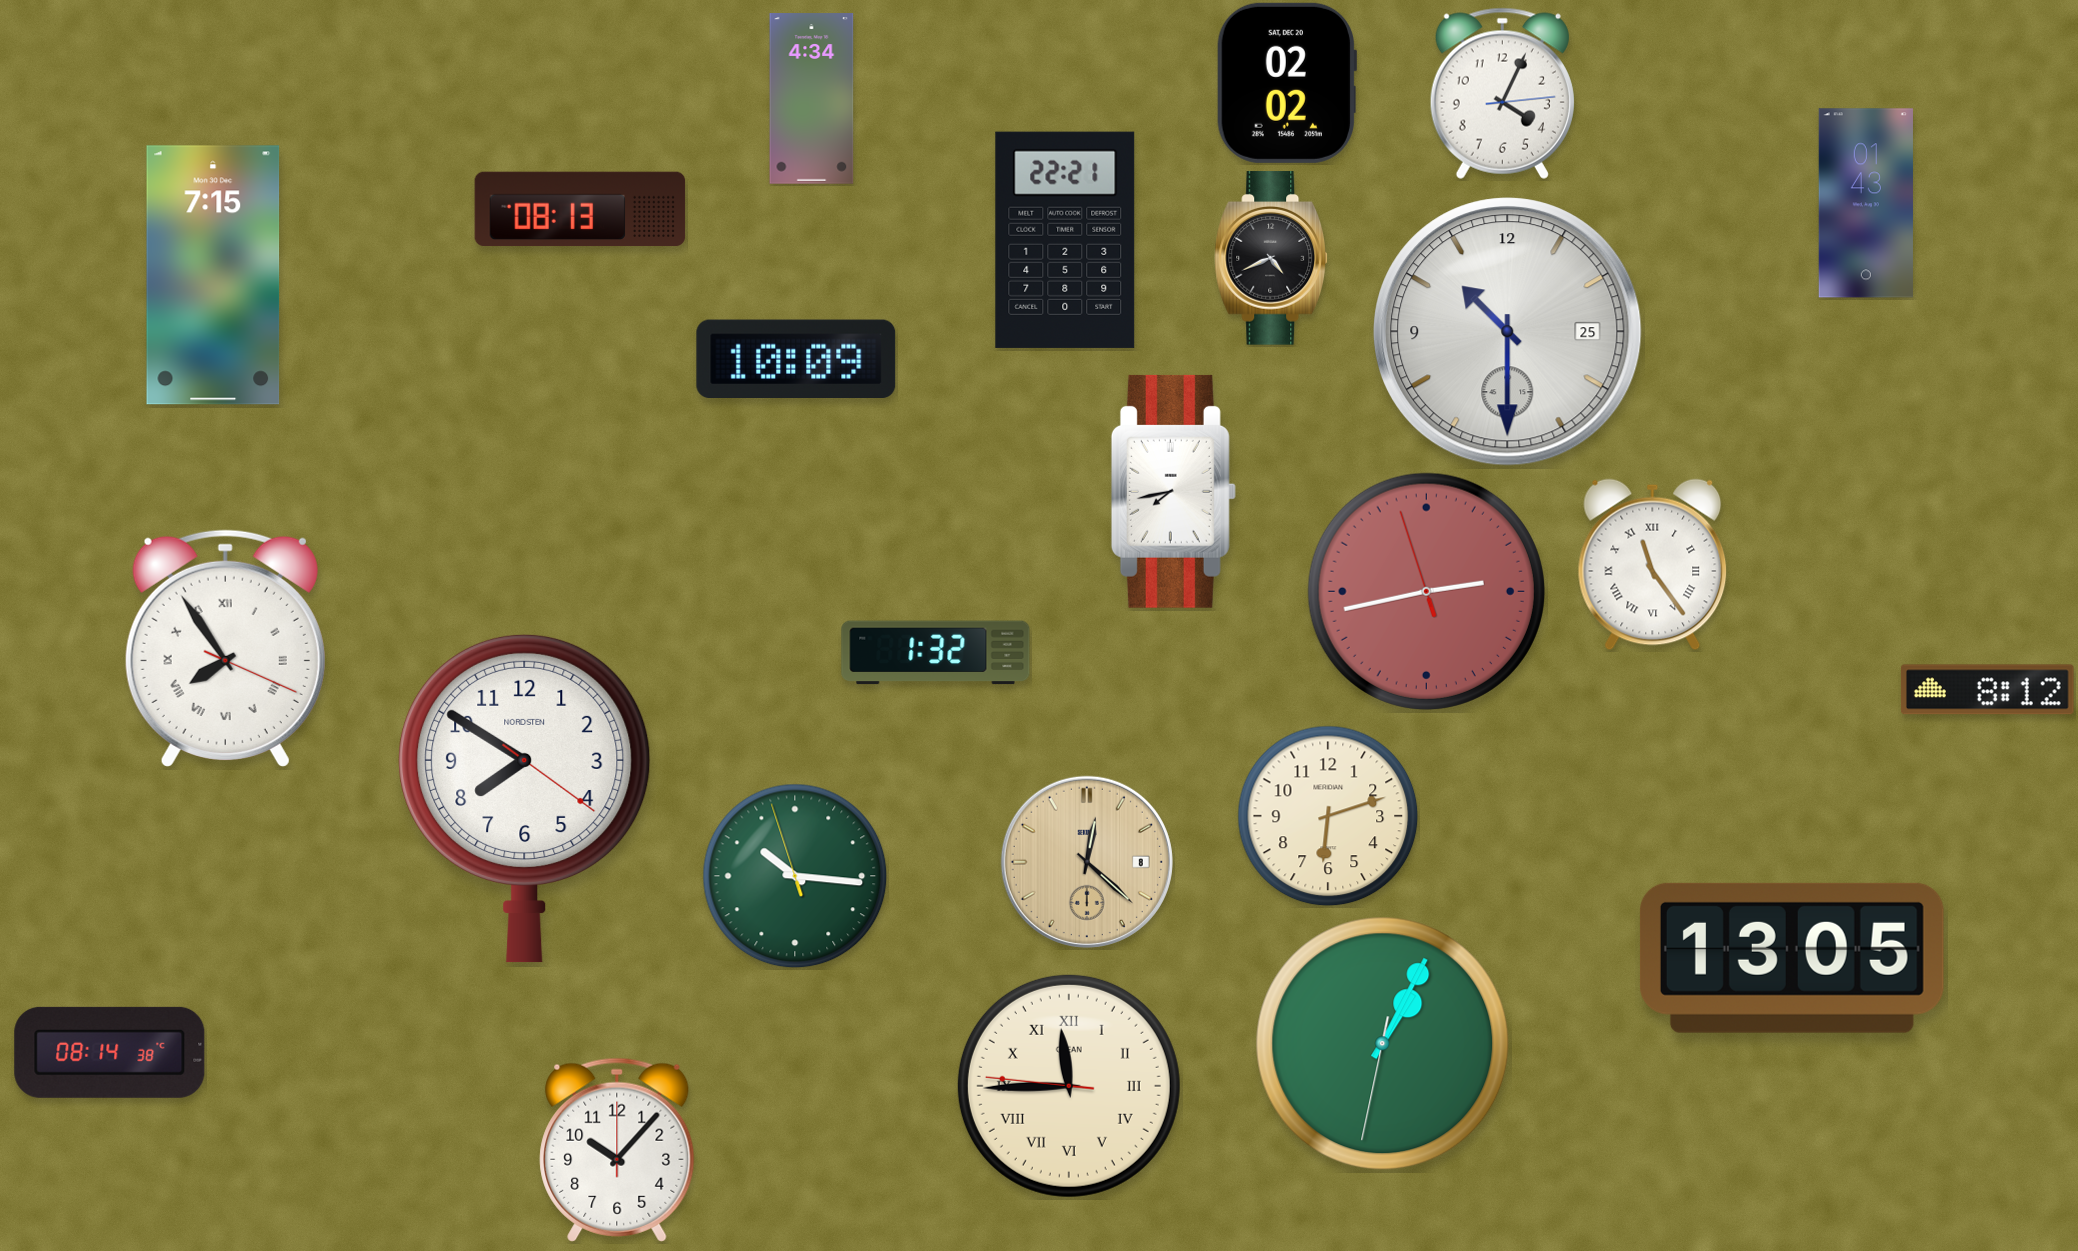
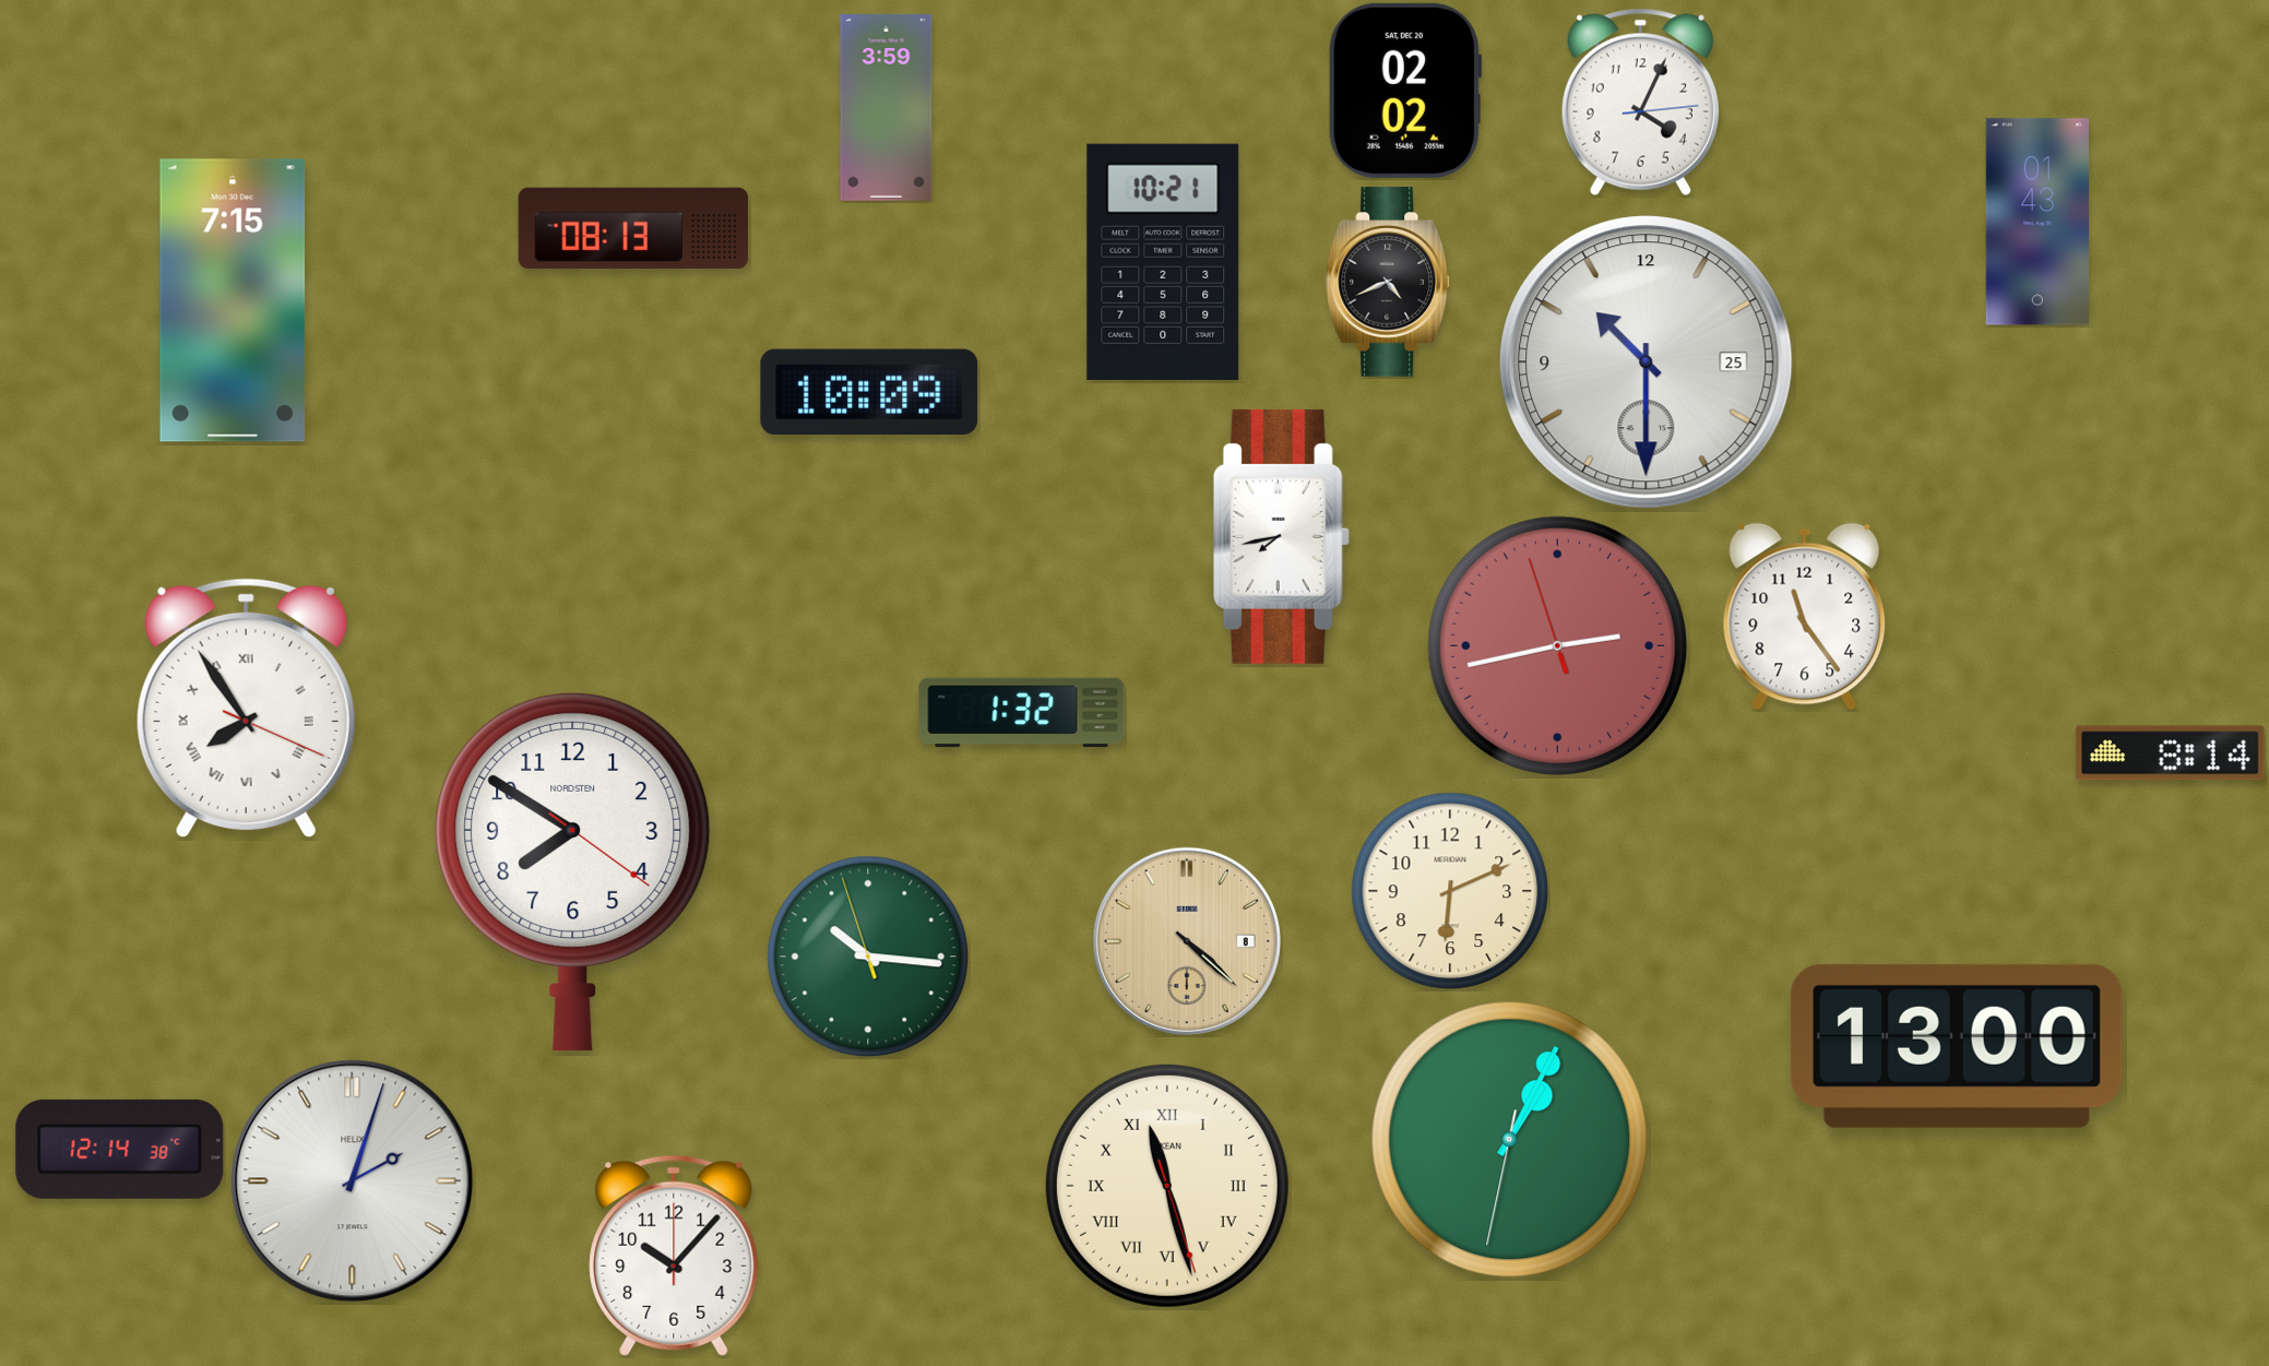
clock at (812, 99): 4:34 -> 3:59
clock at (1065, 240): 22:21 -> 10:21
clock at (1653, 565) numerals: Roman -> Arabic
clock at (1987, 690): 8:12 -> 8:14
clock at (1328, 816): 6:12 -> 6:11
clock at (1087, 862): 12:22 -> 4:22
clock at (1792, 958): 13:05 -> 13:00
clock at (110, 1052): 08:14 -> 12:14
clock at (353, 1181): none -> 2:03
clock at (1069, 1086): 11:44 -> 11:27
